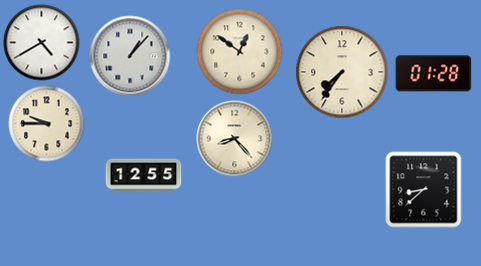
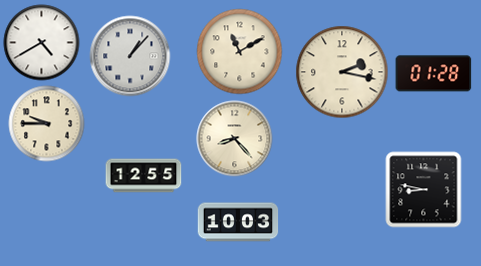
clock at (240, 52): 12:51 -> 11:10
clock at (342, 72): 7:36 -> 2:17
clock at (424, 190): 8:38 -> 8:47
clock at (238, 222): none -> 10:03
